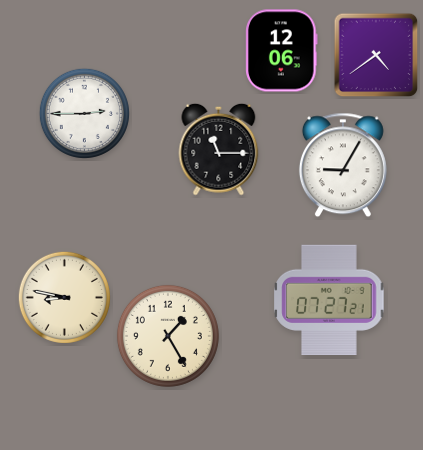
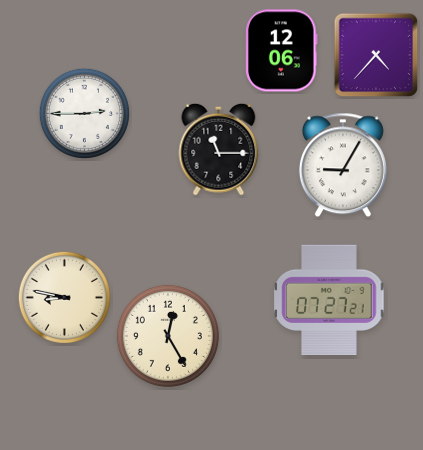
clock at (376, 55): 4:39 -> 4:37
clock at (168, 336): 1:25 -> 12:25
